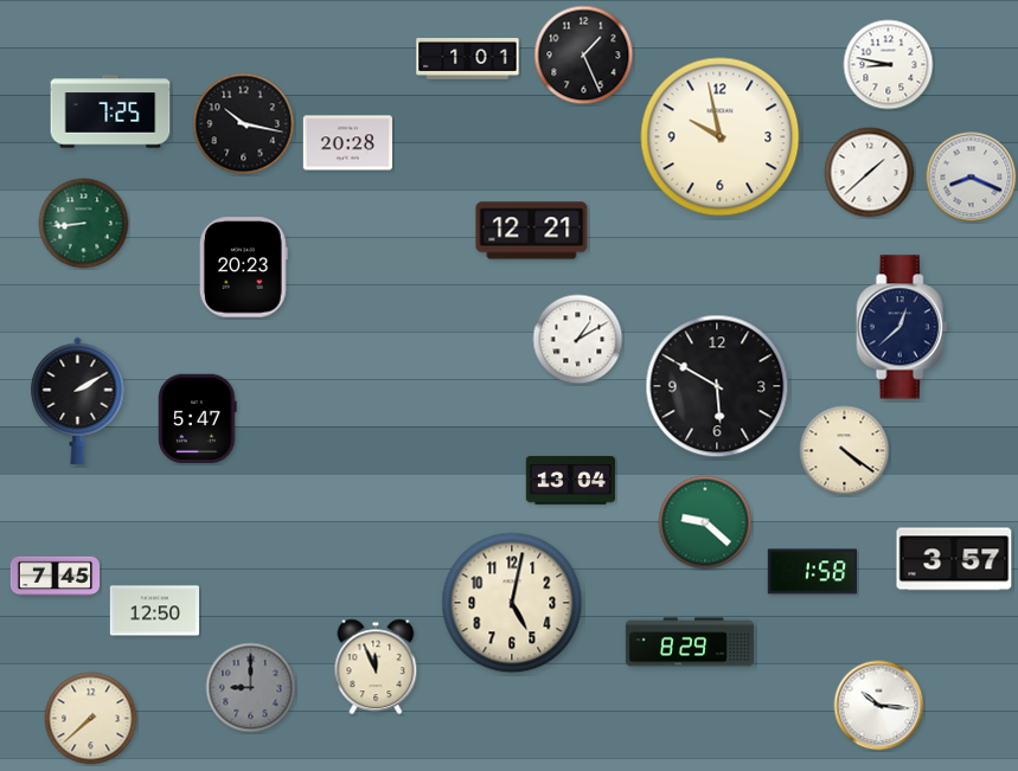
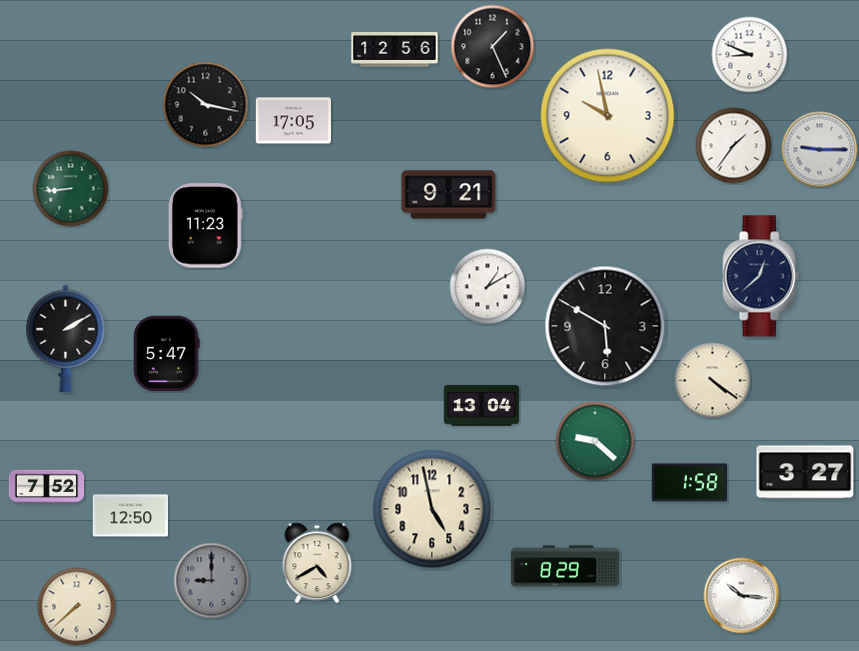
clock at (468, 59): 1:01 -> 12:56
clock at (889, 65): 8:47 -> 8:49
clock at (110, 111): 7:25 -> none
clock at (347, 143): 20:28 -> 17:05
clock at (870, 173): 1:38 -> 1:36
clock at (972, 178): 8:19 -> 9:15
clock at (532, 231): 12:21 -> 9:21
clock at (243, 268): 20:23 -> 11:23
clock at (954, 559): 3:57 -> 3:27
clock at (813, 572) position: (813, 572) -> (690, 483)
clock at (56, 577): 7:45 -> 7:52
clock at (512, 603): 5:02 -> 4:58
clock at (690, 642) position: (690, 642) -> (565, 566)
clock at (376, 667): 11:56 -> 4:40
